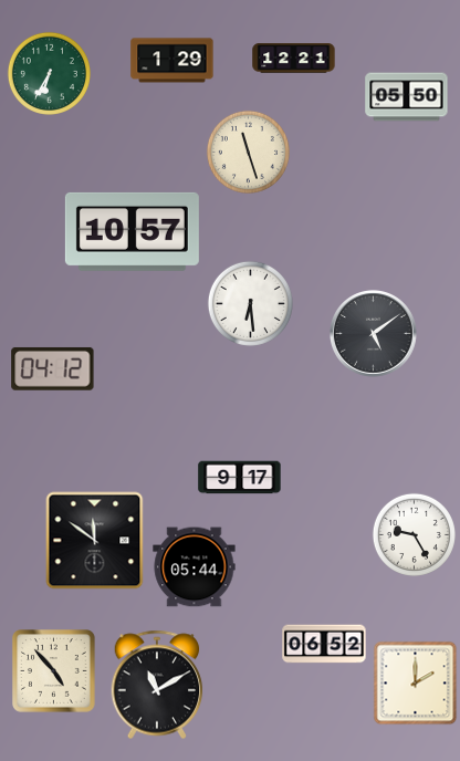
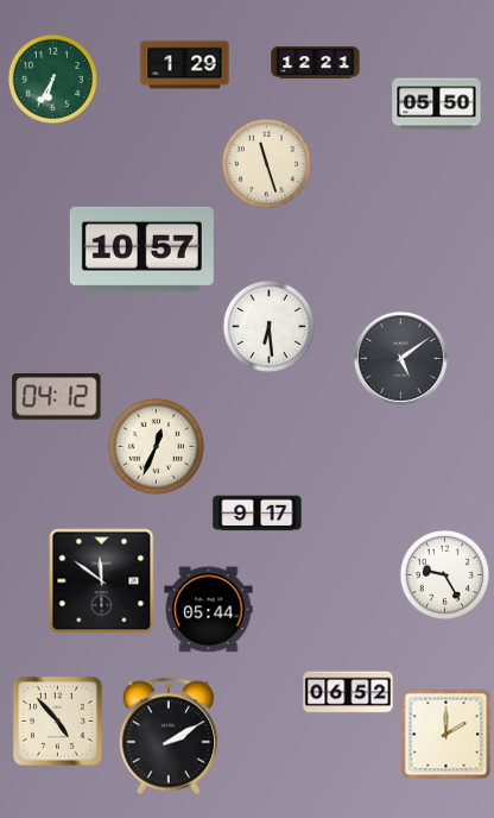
clock at (156, 446): none -> 12:34
clock at (157, 685): 11:10 -> 2:10
